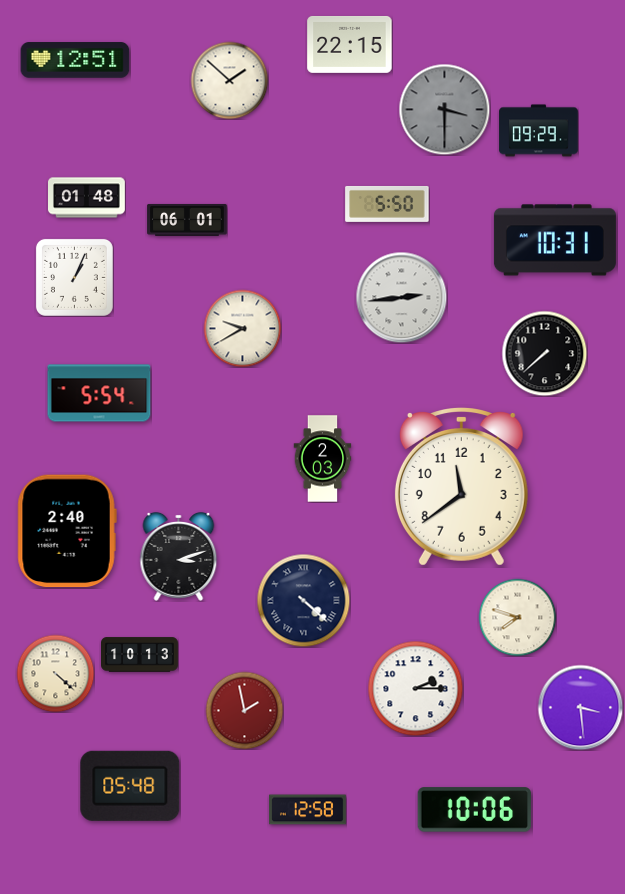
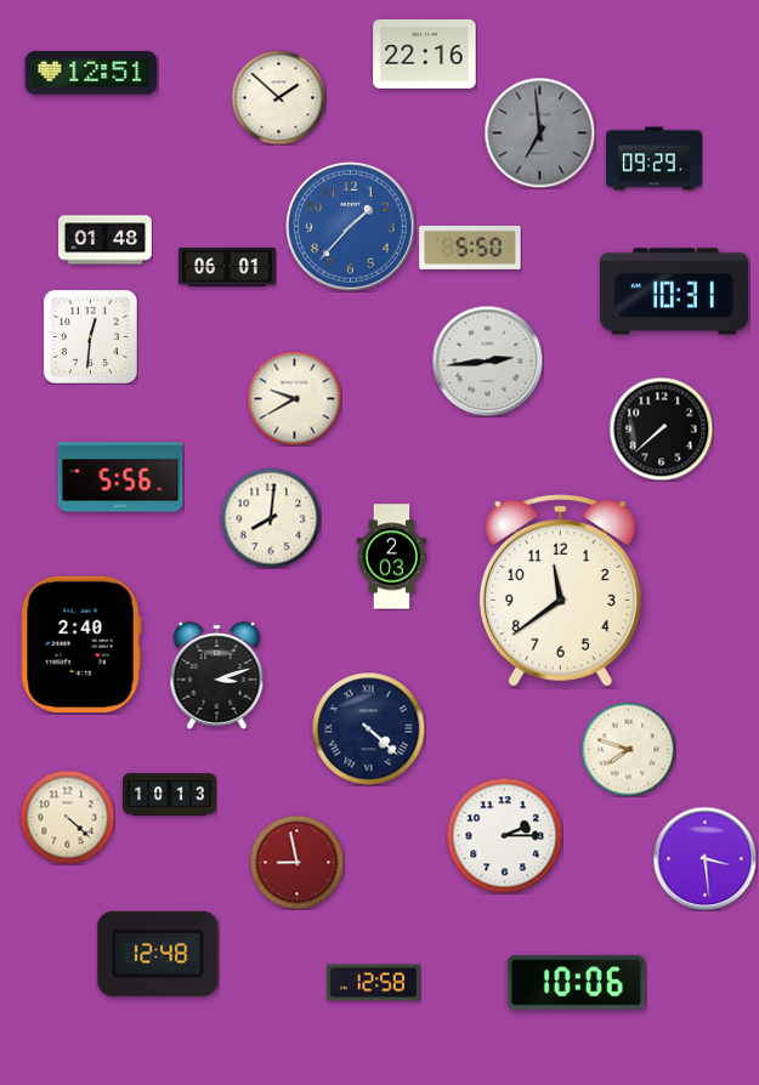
clock at (350, 44): 22:15 -> 22:16
clock at (444, 109): 3:30 -> 6:59
clock at (351, 227): none -> 1:37
clock at (74, 277): 1:04 -> 12:31
clock at (99, 393): 5:54 -> 5:56
clock at (271, 518): none -> 8:01
clock at (244, 710): 1:58 -> 8:58
clock at (130, 786): 05:48 -> 12:48
